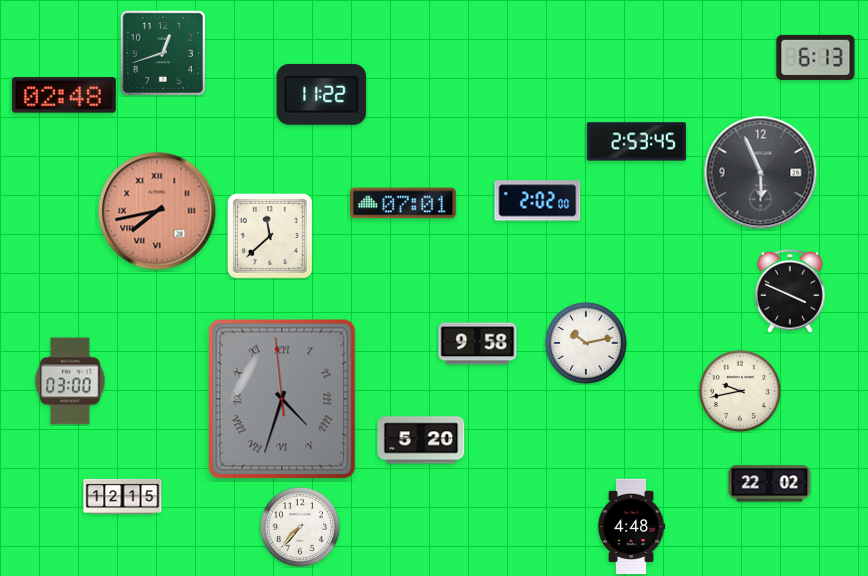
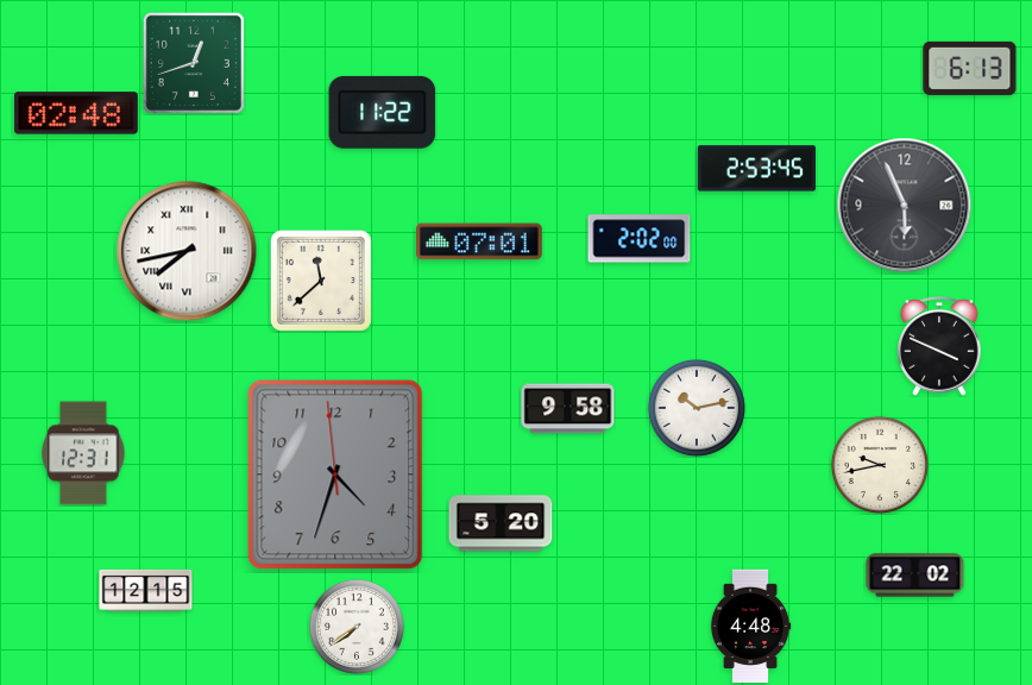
clock at (157, 211) dial: salmon -> white
clock at (70, 381): 03:00 -> 12:31
clock at (282, 399) numerals: Roman -> Arabic
clock at (300, 527): 7:37 -> 7:39
